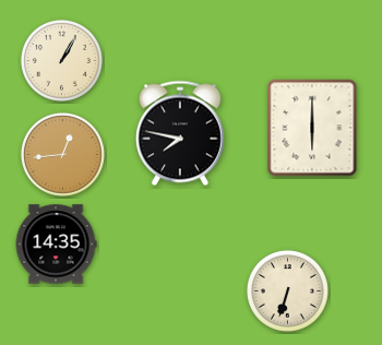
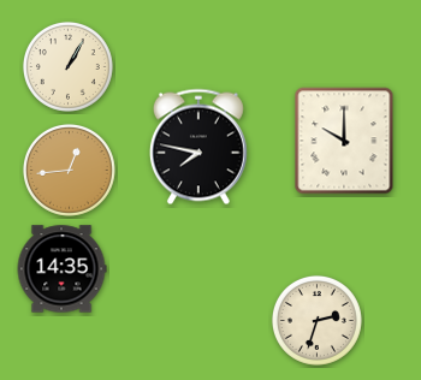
clock at (312, 128): 6:00 -> 10:00
clock at (287, 290): 6:33 -> 2:33
